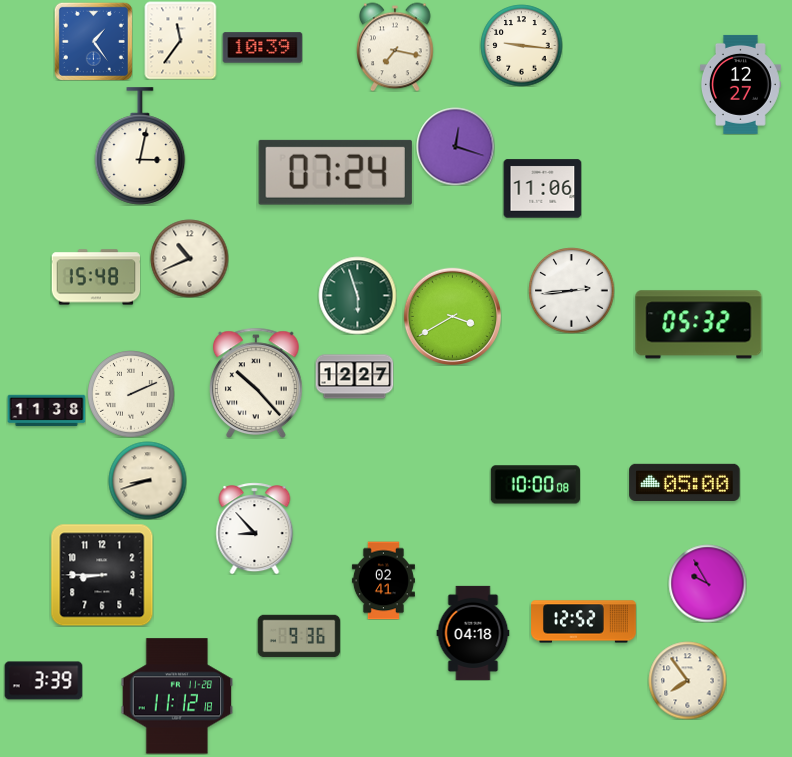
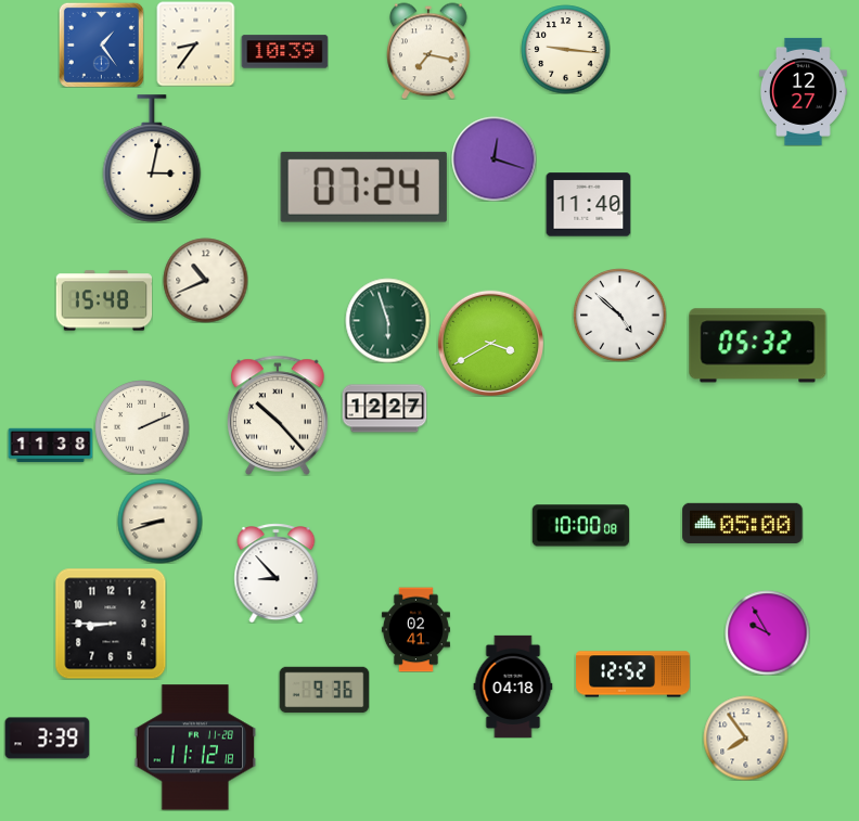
clock at (181, 40): 11:36 -> 8:36
clock at (542, 189): 11:06 -> 11:40
clock at (571, 290): 2:44 -> 4:52
clock at (699, 325) position: (699, 325) -> (758, 346)
clock at (177, 696) position: (177, 696) -> (195, 747)
